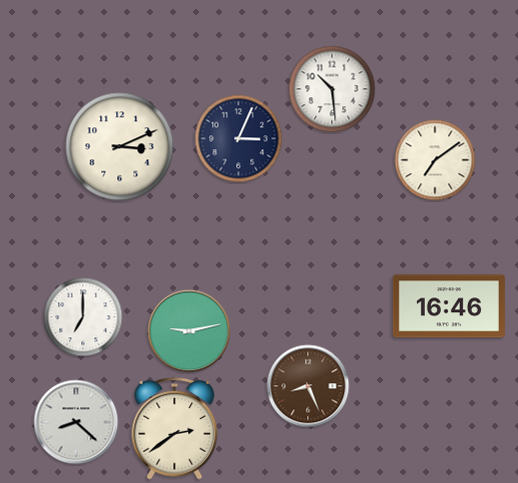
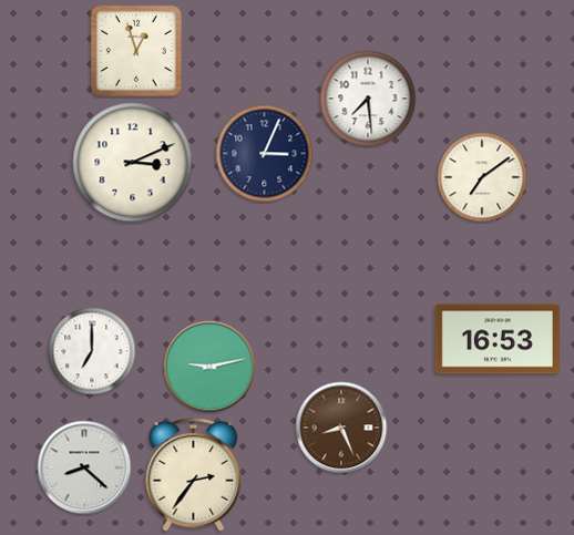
clock at (136, 51): none -> 12:57
clock at (332, 89): 10:29 -> 7:29
clock at (449, 306): 16:46 -> 16:53
clock at (175, 429): 2:39 -> 2:36
